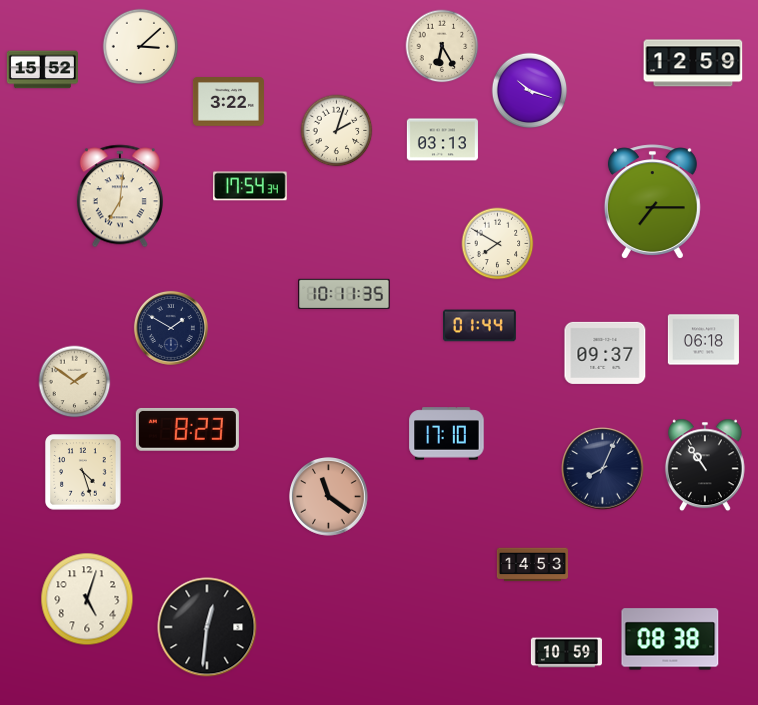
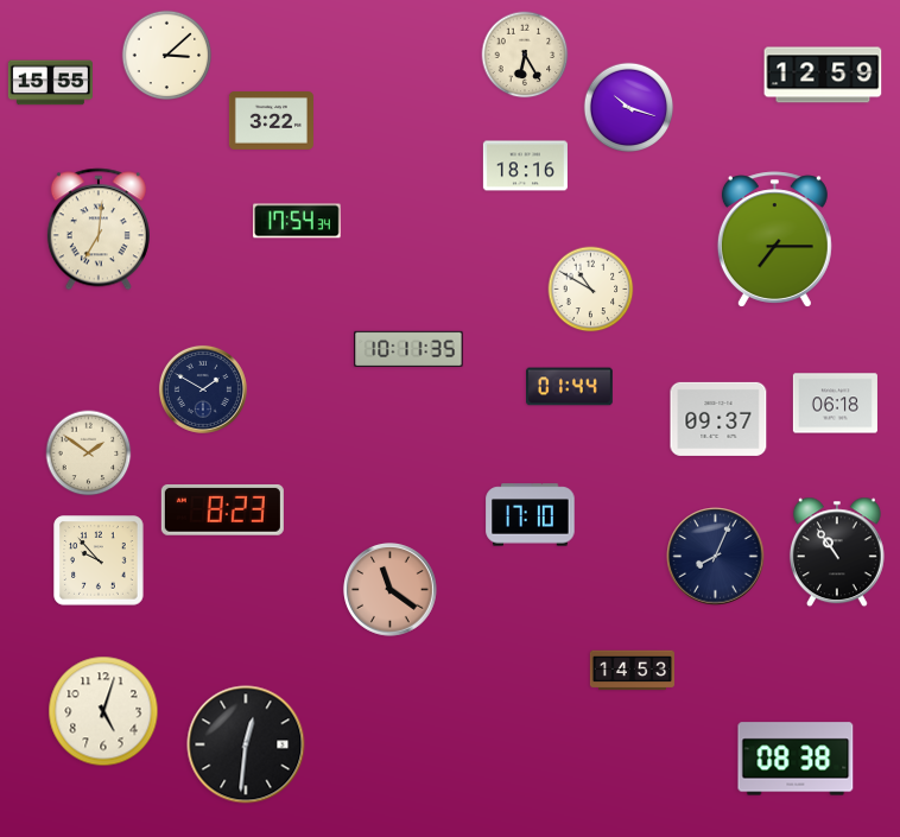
clock at (42, 70): 15:52 -> 15:55
clock at (337, 131): 2:03 -> none
clock at (442, 140): 03:13 -> 18:16
clock at (120, 196) position: (120, 196) -> (99, 229)
clock at (498, 244): 7:50 -> 10:50
clock at (83, 472): 4:27 -> 9:53
clock at (566, 653): 10:59 -> none
